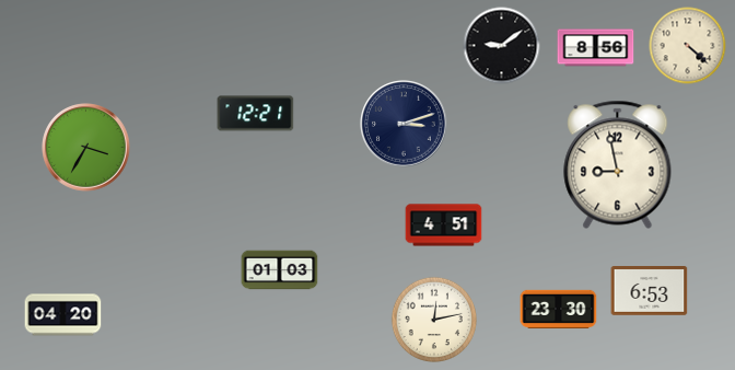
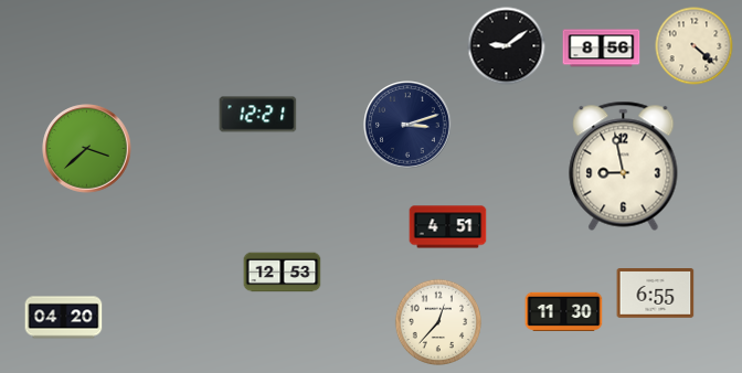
clock at (86, 148): 3:35 -> 3:38
clock at (280, 270): 01:03 -> 12:53
clock at (650, 291): 6:53 -> 6:55
clock at (559, 309): 23:30 -> 11:30
clock at (433, 319): 12:13 -> 12:37
